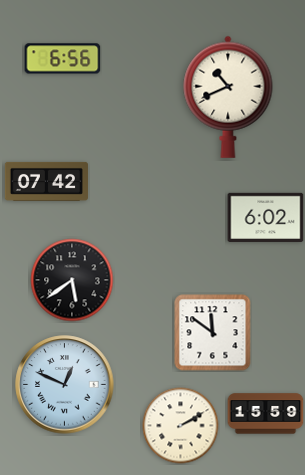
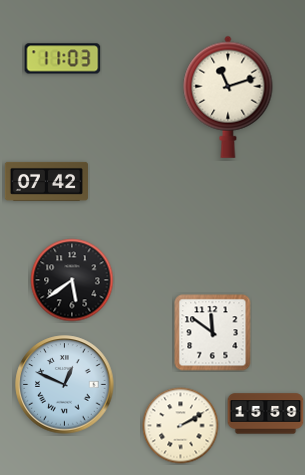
clock at (63, 59): 6:56 -> 11:03
clock at (228, 97): 10:41 -> 11:12
clock at (266, 217): 6:02 -> none
